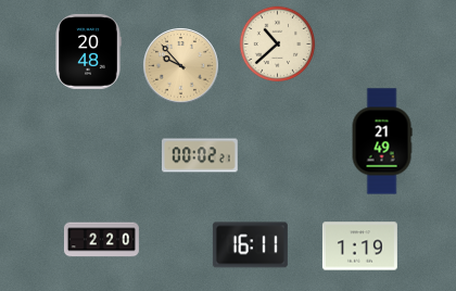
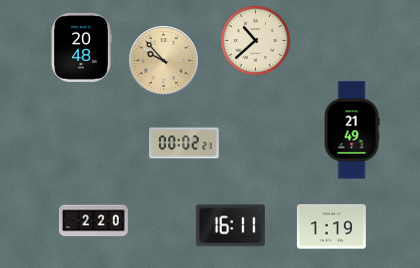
clock at (181, 66) position: (181, 66) -> (164, 61)
